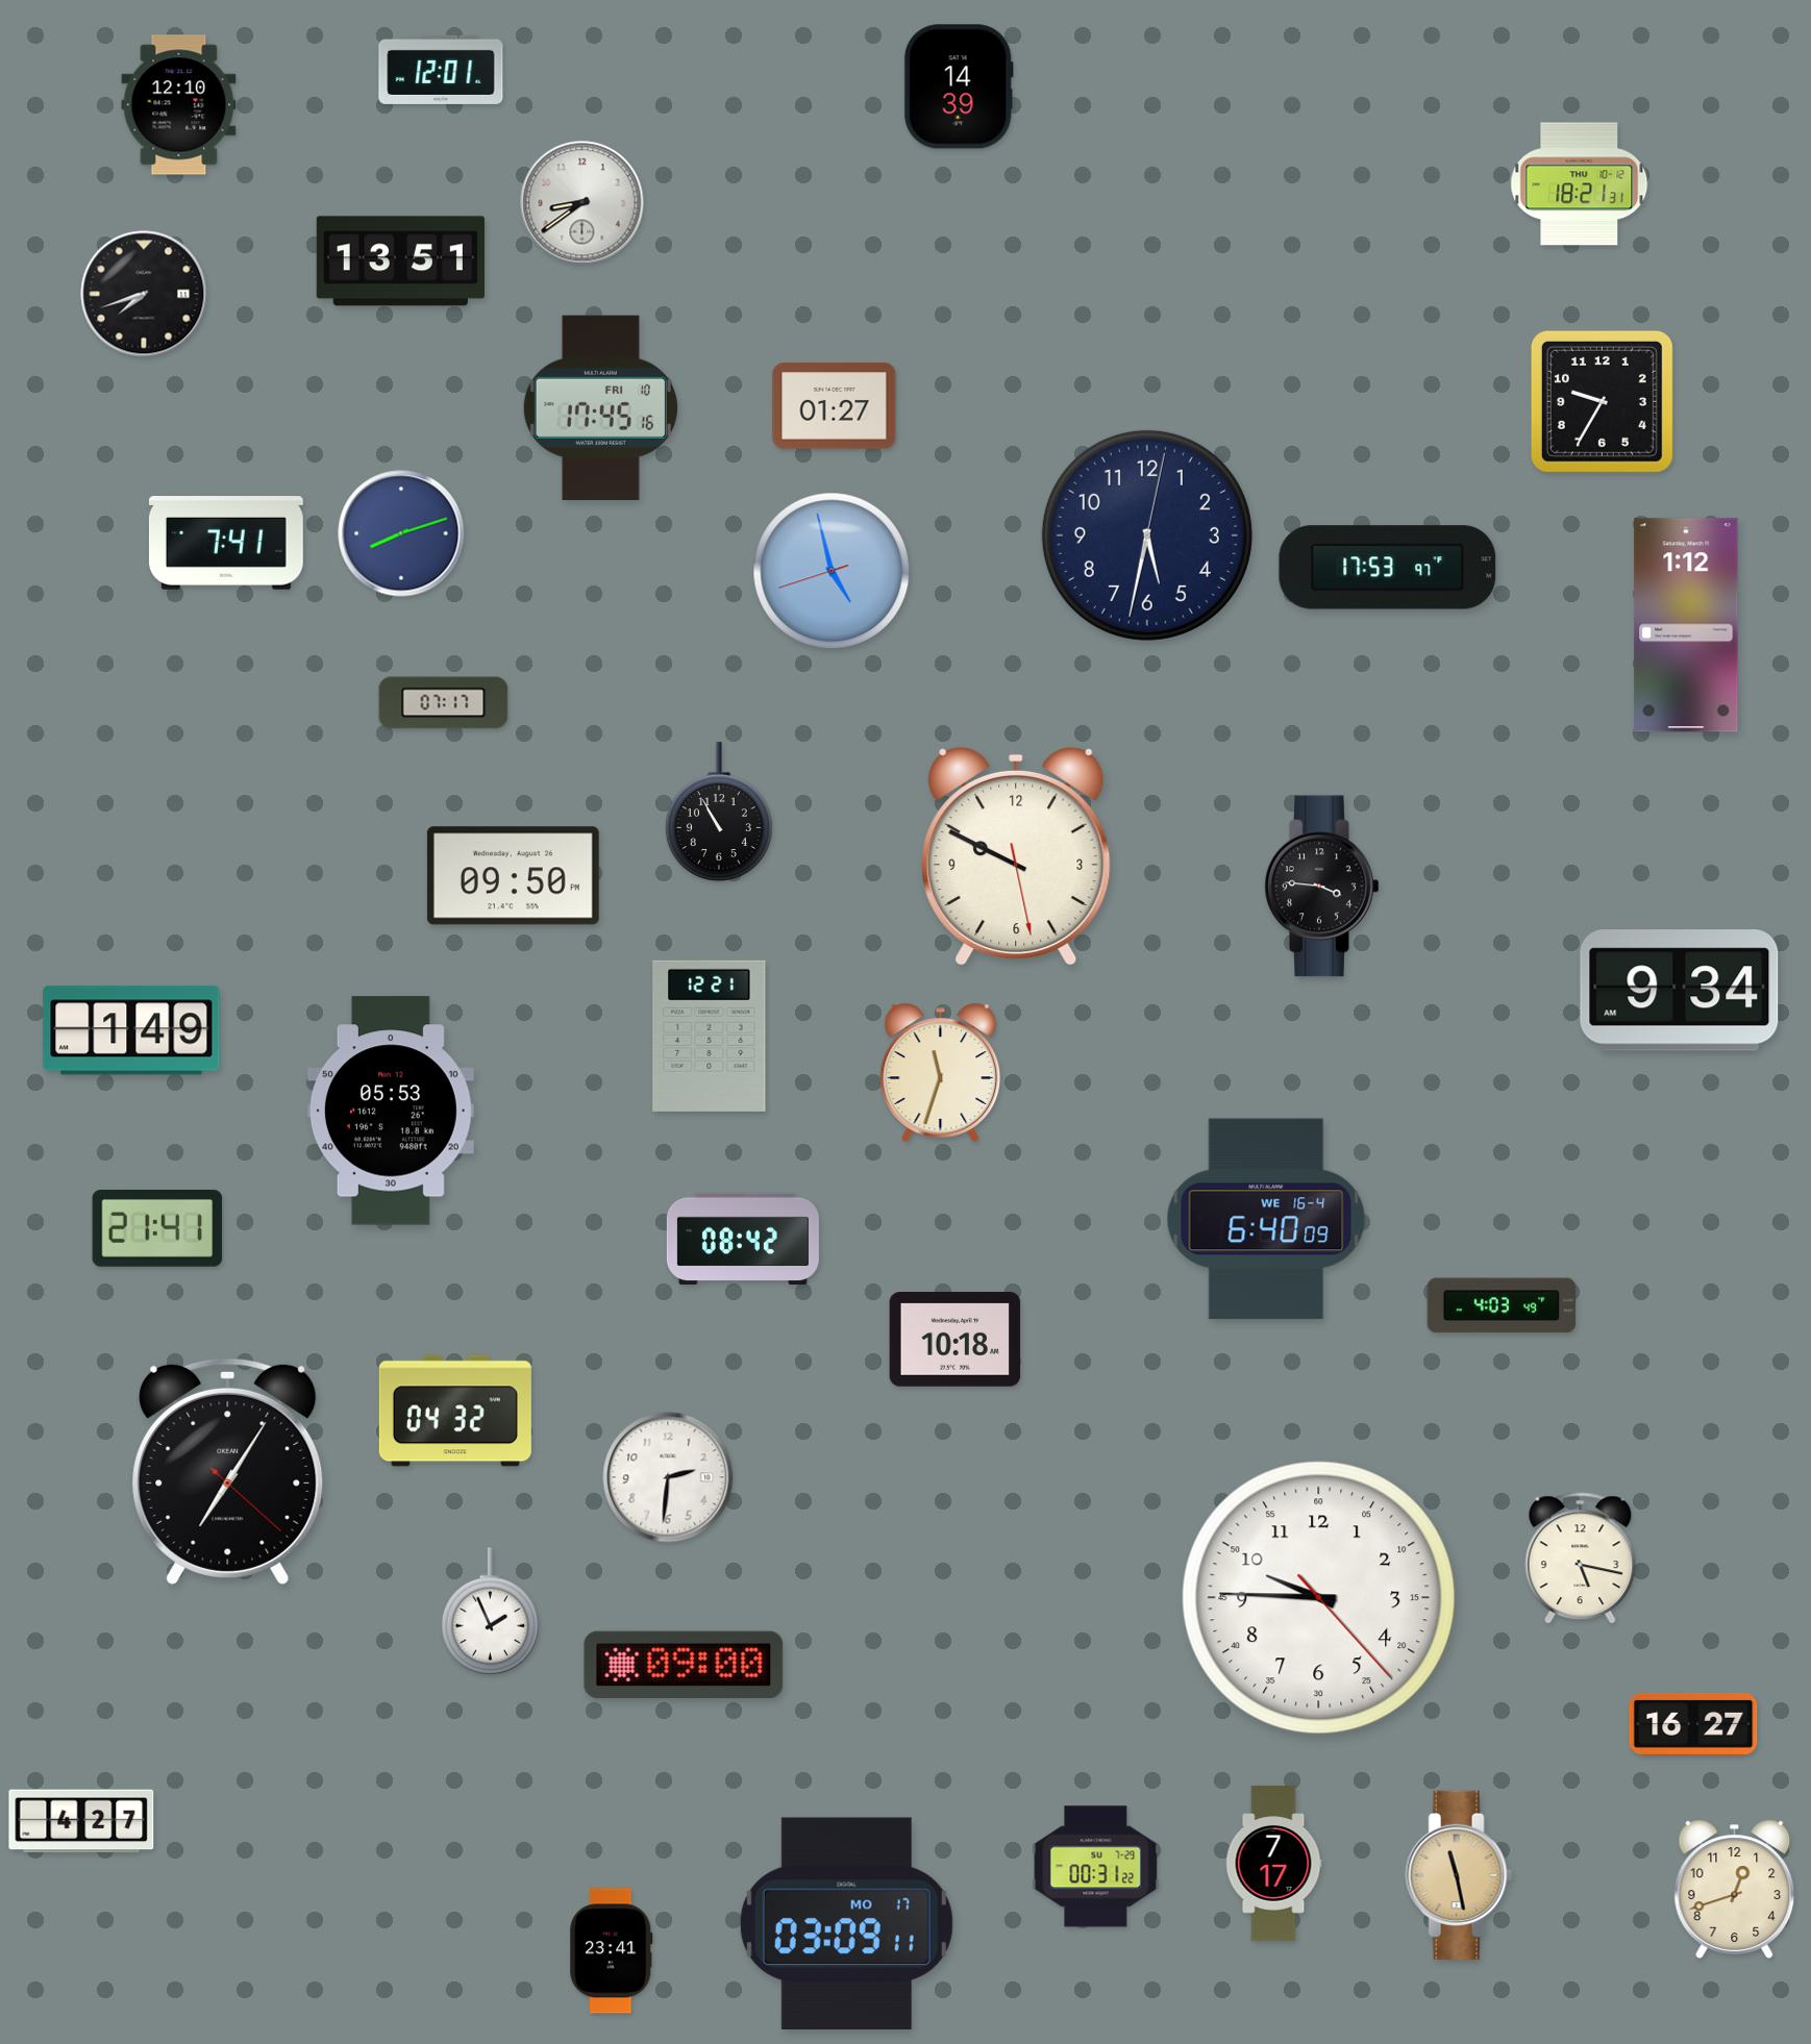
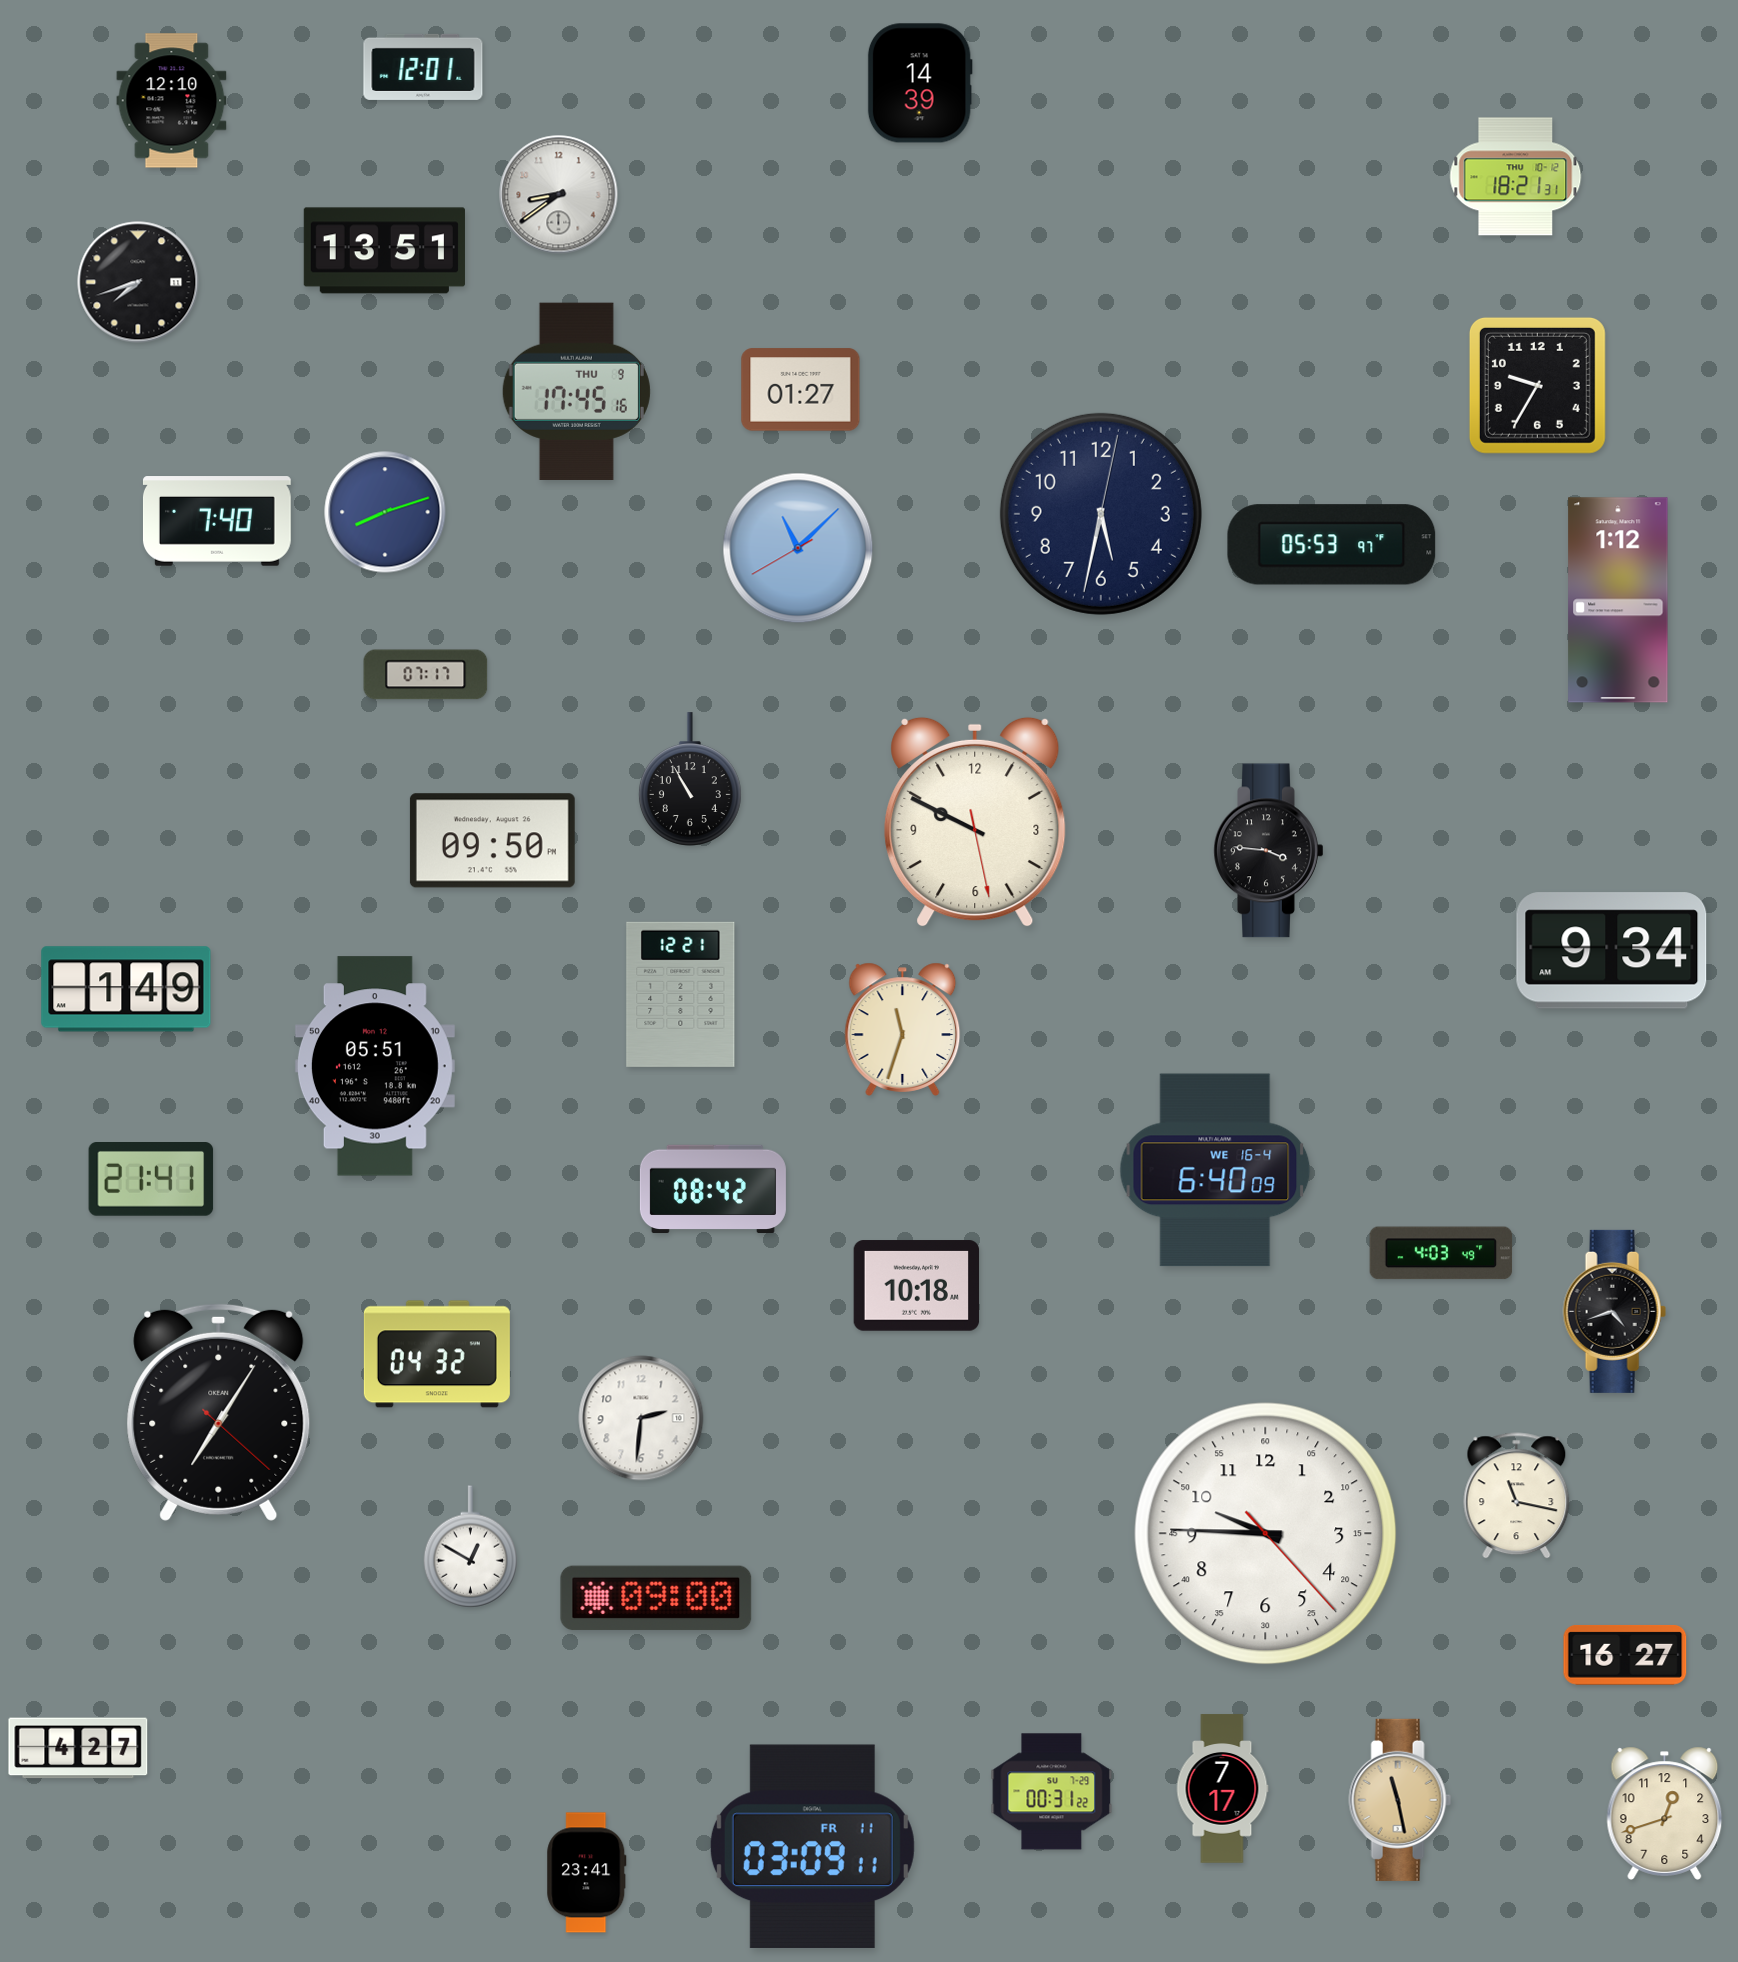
clock at (600, 407) date: FRI 10 -> THU 9
clock at (226, 543): 7:41 -> 7:40
clock at (1388, 568): 17:53 -> 05:53
clock at (832, 571): 4:57 -> 11:07
clock at (391, 1111): 05:53 -> 05:51
clock at (1614, 1311): none -> 4:42
clock at (1581, 1559): 5:17 -> 11:17
clock at (491, 1612): 1:56 -> 12:50
clock at (846, 1923) date: MO 17 -> FR 11
